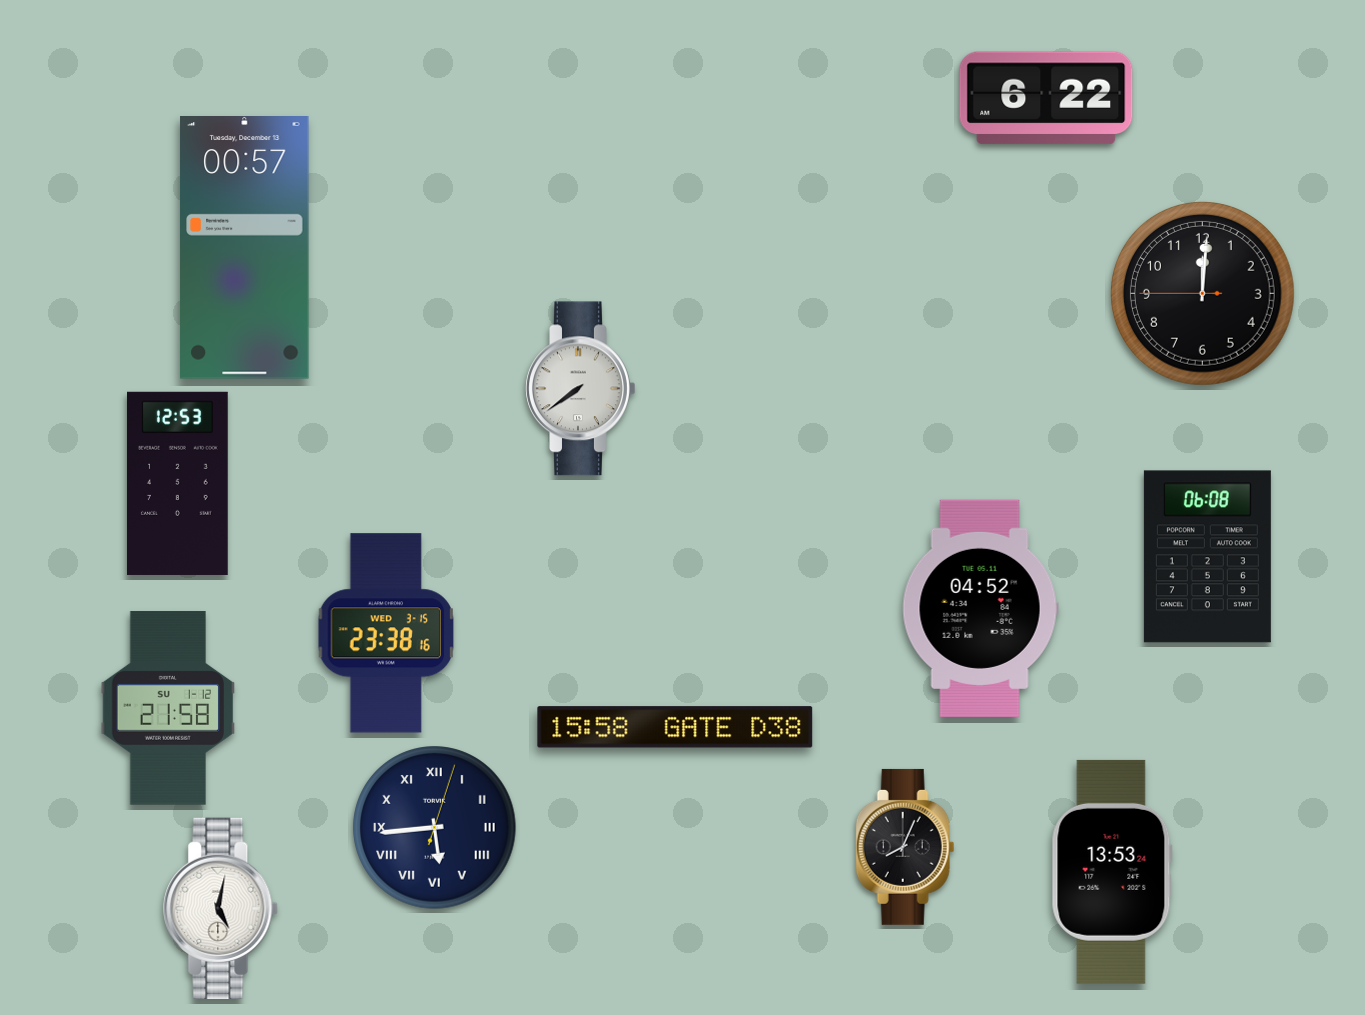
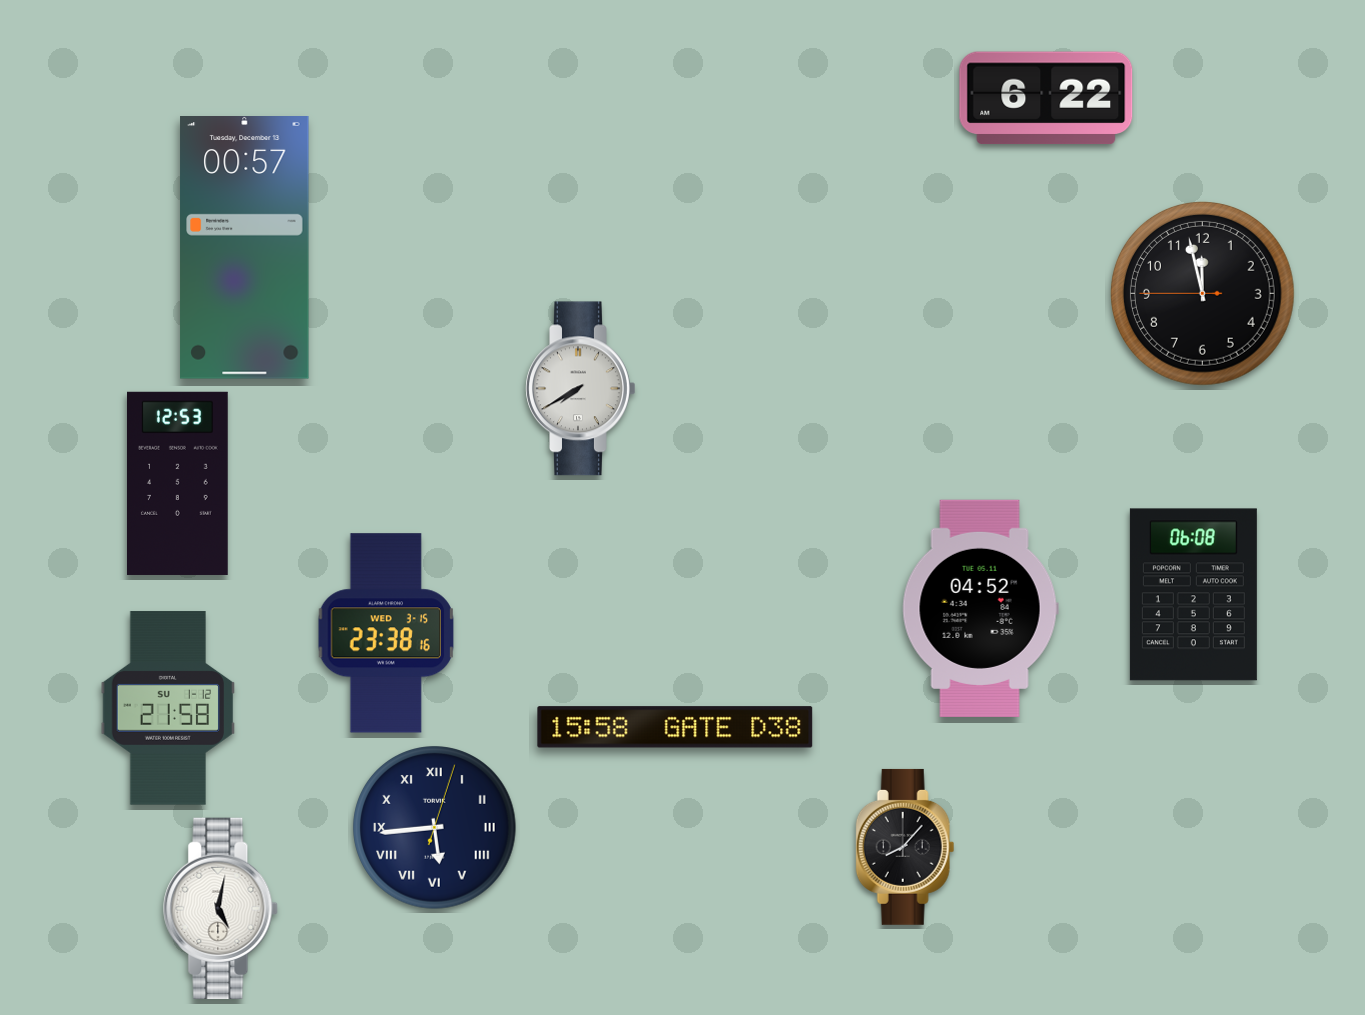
clock at (1203, 294): 12:00 -> 11:57
clock at (581, 389): 7:39 -> 7:40
clock at (1207, 557) position: (1207, 557) -> (1193, 595)
clock at (905, 847): 8:04 -> 8:07
clock at (1112, 872): 13:53 -> none
